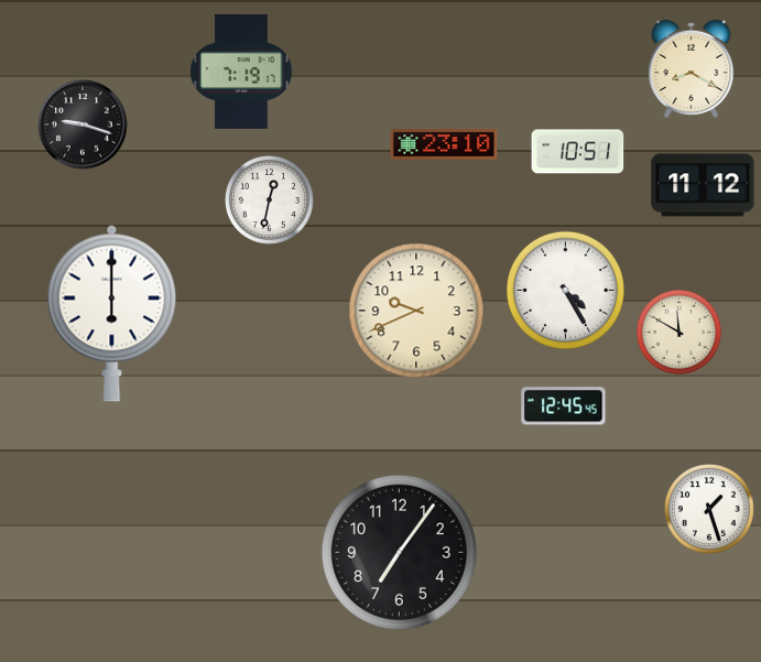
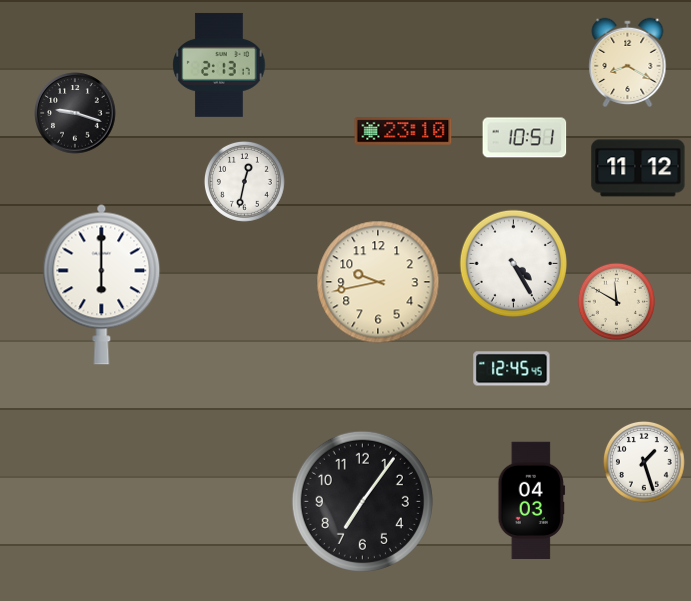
clock at (241, 72): 7:19 -> 2:13
clock at (416, 311): 9:41 -> 9:43
clock at (532, 501): none -> 04:03
